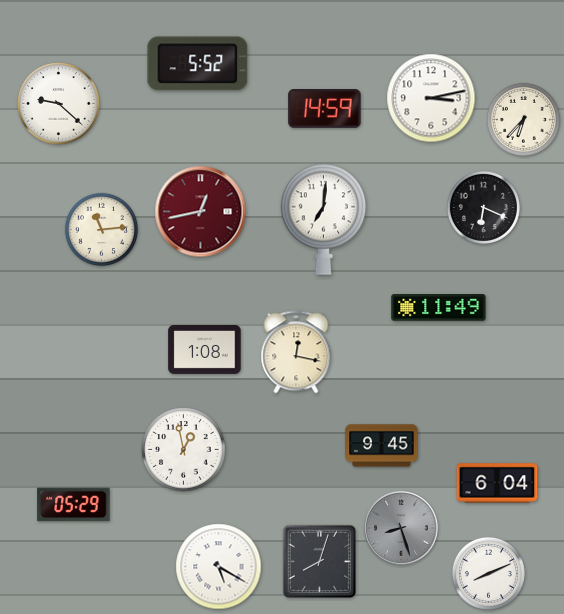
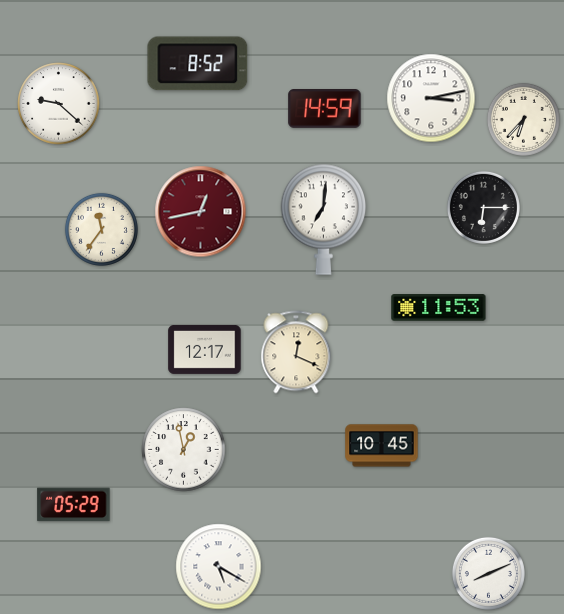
clock at (198, 64): 5:52 -> 8:52
clock at (483, 207): 6:19 -> 6:15
clock at (101, 229): 11:14 -> 11:36
clock at (439, 308): 11:49 -> 11:53
clock at (205, 349): 1:08 -> 12:17
clock at (296, 352): 12:17 -> 12:19
clock at (382, 446): 9:45 -> 10:45
clock at (497, 483): 6:04 -> none
clock at (401, 528): 8:27 -> none
clock at (319, 561): 8:03 -> none
